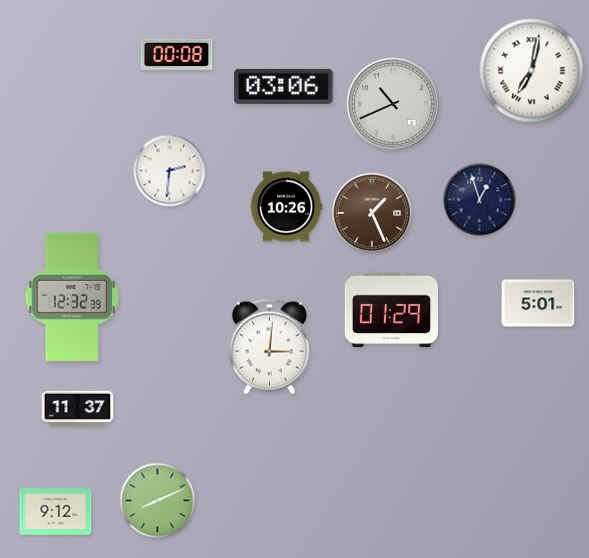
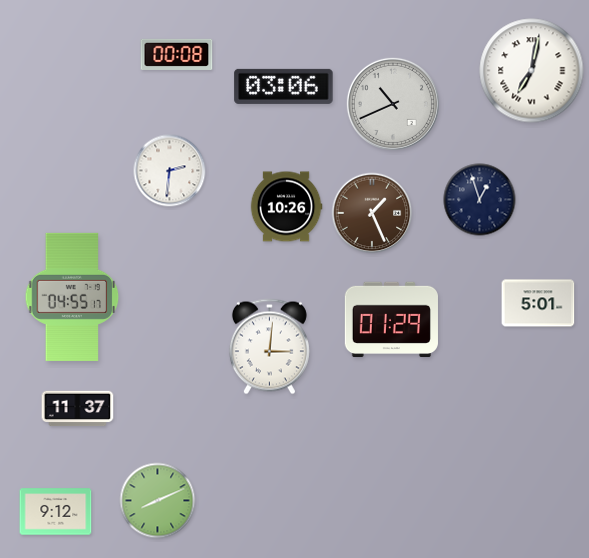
clock at (72, 297): 12:32 -> 04:55
clock at (391, 310) position: (391, 310) -> (391, 320)
